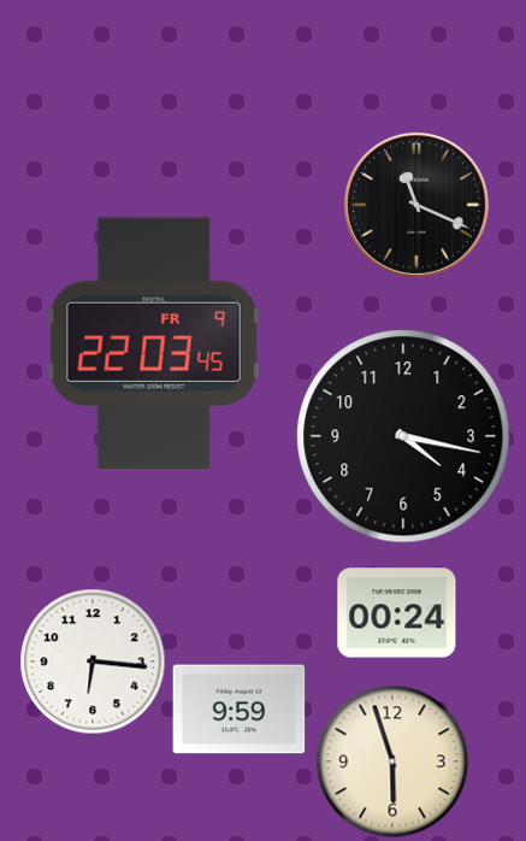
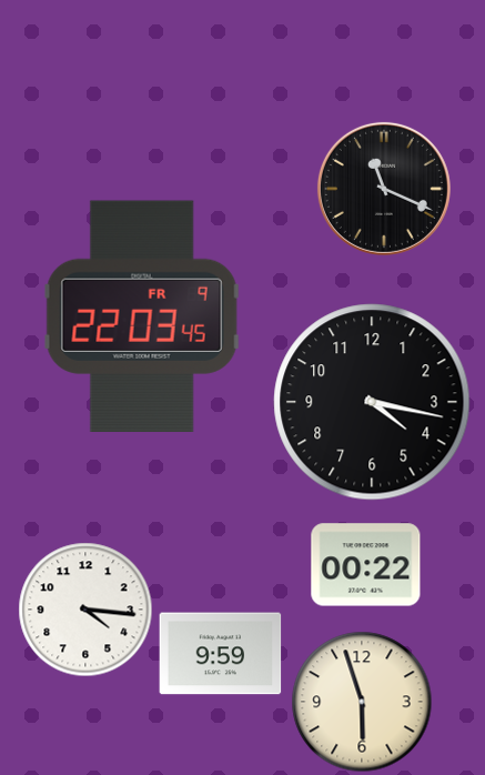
clock at (397, 613): 00:24 -> 00:22
clock at (93, 661): 6:16 -> 4:16
